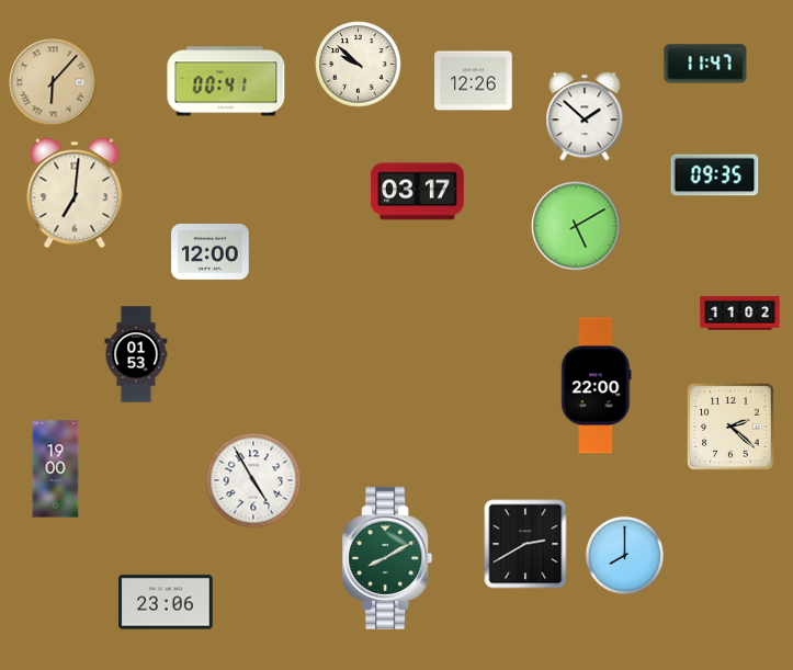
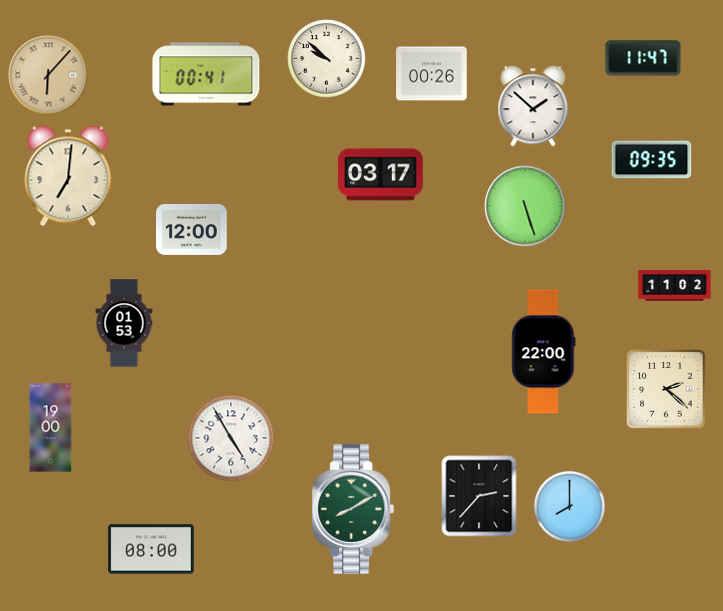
clock at (474, 81): 12:26 -> 00:26
clock at (576, 226): 5:10 -> 5:27
clock at (525, 544): 2:40 -> 2:37
clock at (166, 602): 23:06 -> 08:00
